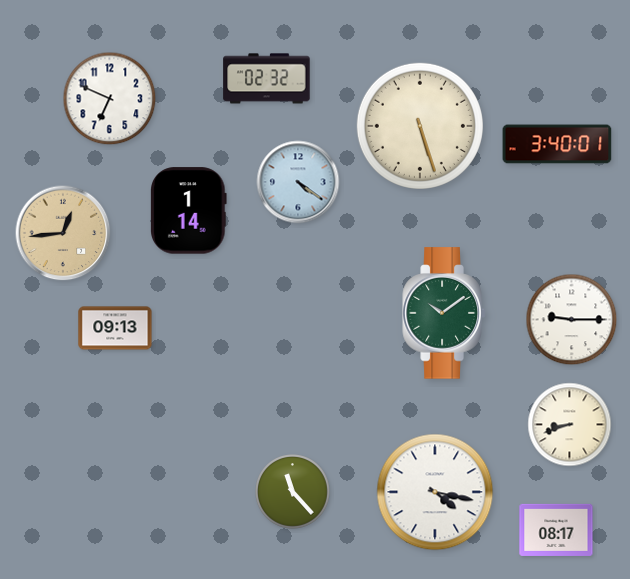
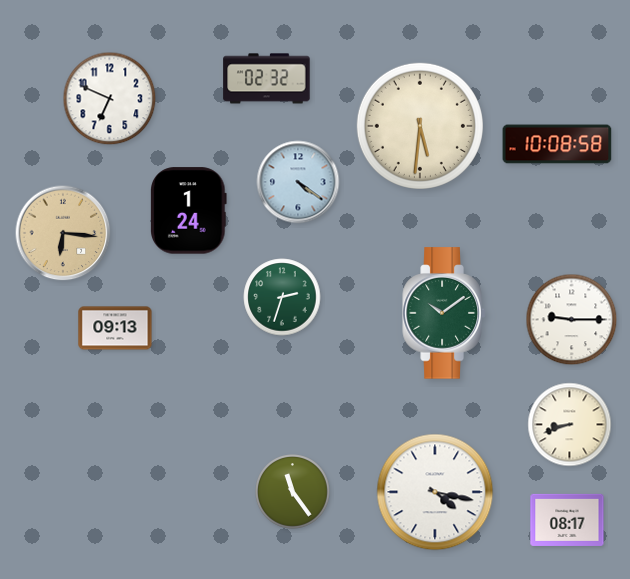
clock at (420, 126): 5:27 -> 5:31
clock at (557, 144): 3:40 -> 10:08
clock at (189, 211): 1:14 -> 1:24
clock at (63, 233): 12:44 -> 6:16
clock at (282, 297): none -> 2:33
clock at (293, 492): 11:23 -> 11:24
clock at (556, 530) position: (556, 530) -> (567, 520)
